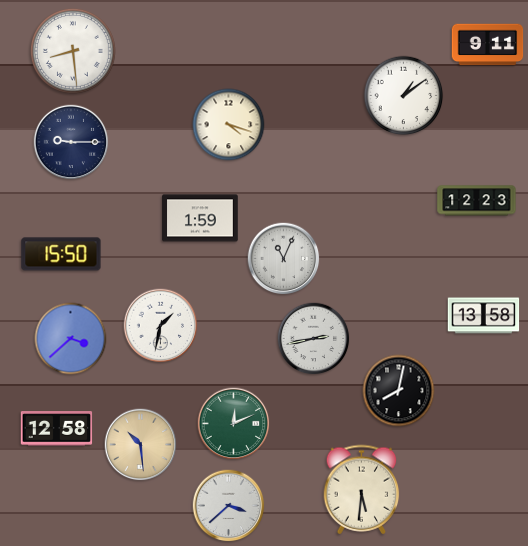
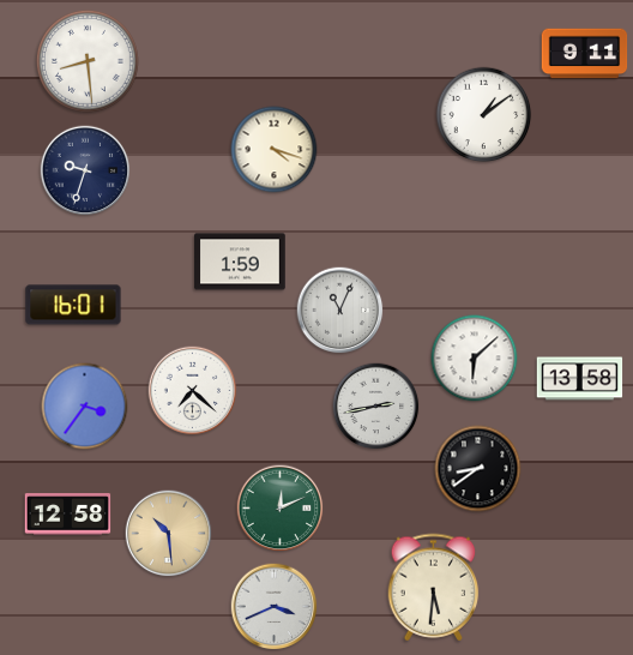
clock at (71, 142): 9:15 -> 9:33
clock at (477, 201): 12:23 -> none
clock at (61, 254): 15:50 -> 16:01
clock at (475, 359): none -> 6:08
clock at (161, 326): 1:32 -> 7:22
clock at (71, 339): 3:38 -> 3:36
clock at (399, 391): 8:02 -> 8:39
clock at (229, 506): 3:38 -> 3:41
